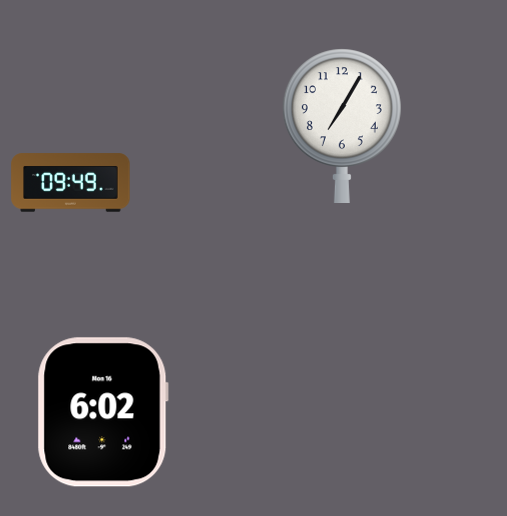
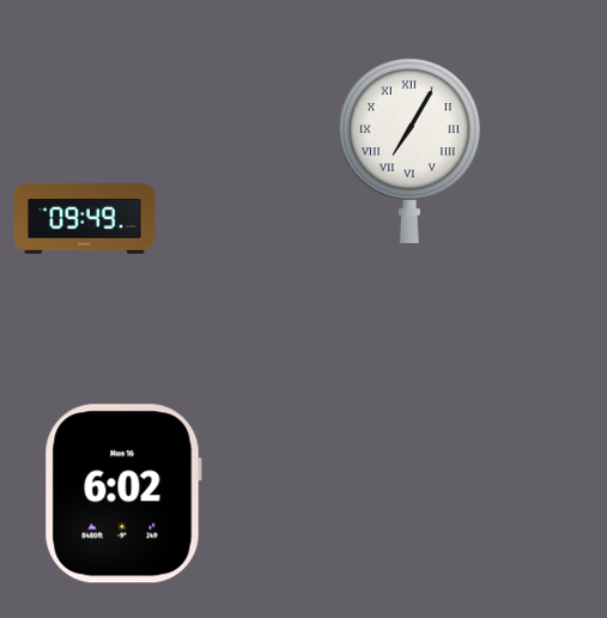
clock at (342, 125) numerals: Arabic -> Roman
